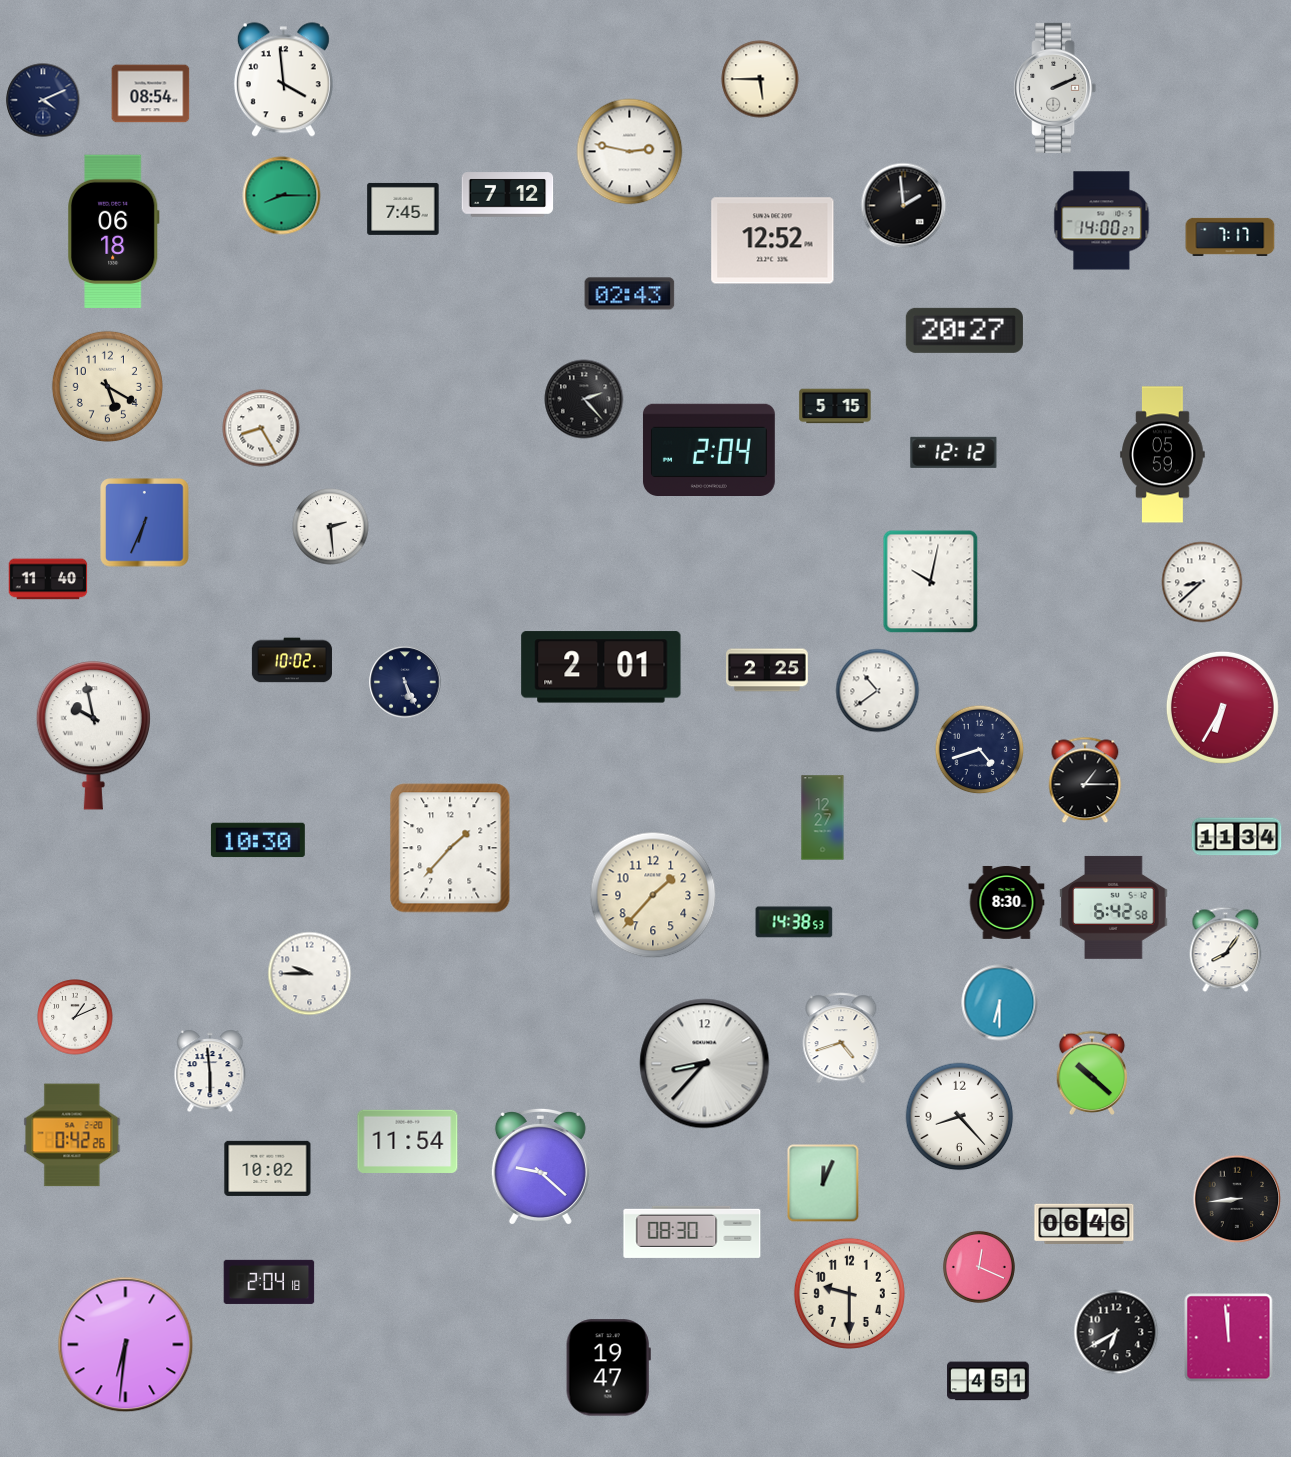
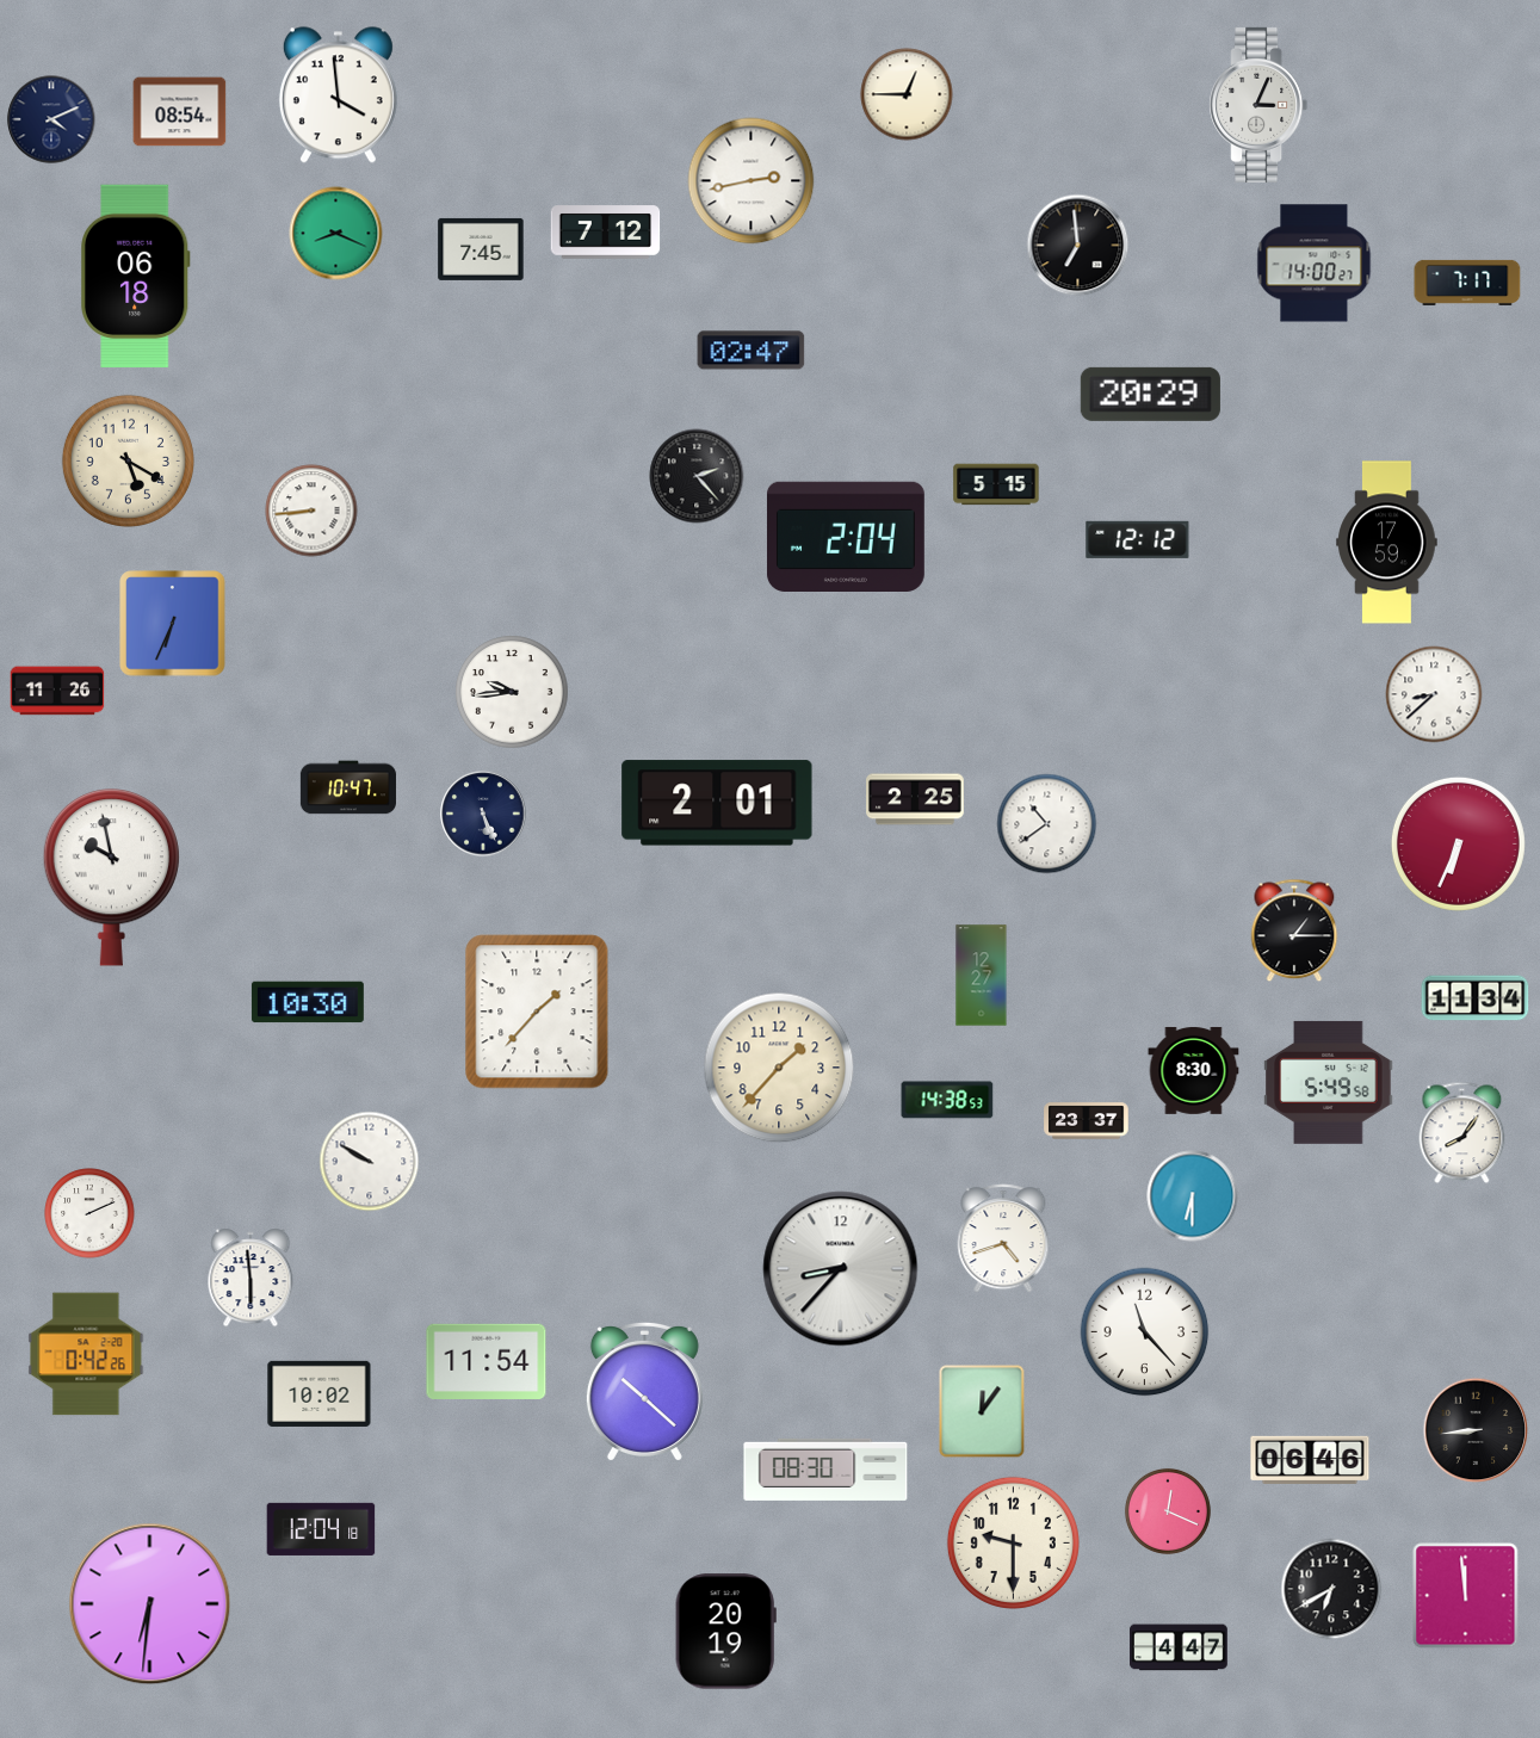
clock at (760, 79): 5:45 -> 12:45
clock at (1055, 88): 2:11 -> 3:04
clock at (630, 152): 2:47 -> 2:43
clock at (282, 196): 8:15 -> 8:19
clock at (904, 206): 1:59 -> 6:59
clock at (773, 241): 12:52 -> none
clock at (630, 294): 02:43 -> 02:47
clock at (964, 330): 20:27 -> 20:29
clock at (261, 428): 8:25 -> 8:44
clock at (1163, 455): 05:59 -> 17:59
clock at (331, 527): 2:29 -> none
clock at (48, 579): 11:40 -> 11:26
clock at (512, 692): none -> 9:44
clock at (931, 582): 10:02 -> none
clock at (292, 660): 10:02 -> 10:47
clock at (601, 667) position: (601, 667) -> (717, 803)
clock at (1222, 707): 6:35 -> 6:34
clock at (980, 750): 4:42 -> none
clock at (1007, 902) position: (1007, 902) -> (1194, 1070)
clock at (1114, 907): 6:42 -> 5:49
clock at (1087, 1121): none -> 23:37
clock at (310, 974): 9:45 -> 9:50
clock at (75, 1017): 1:11 -> 2:11
clock at (1092, 1072): 10:22 -> none
clock at (960, 1117): 8:23 -> 11:23
clock at (540, 1166): 9:22 -> 10:22
clock at (823, 1183): 12:04 -> 12:06
clock at (1084, 1223) position: (1084, 1223) -> (1310, 1459)
clock at (269, 1282): 2:04 -> 12:04
clock at (608, 1368): 19:47 -> 20:19
clock at (989, 1381): 4:51 -> 4:47
